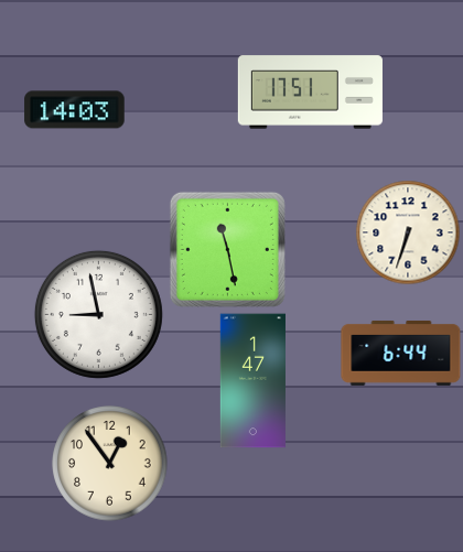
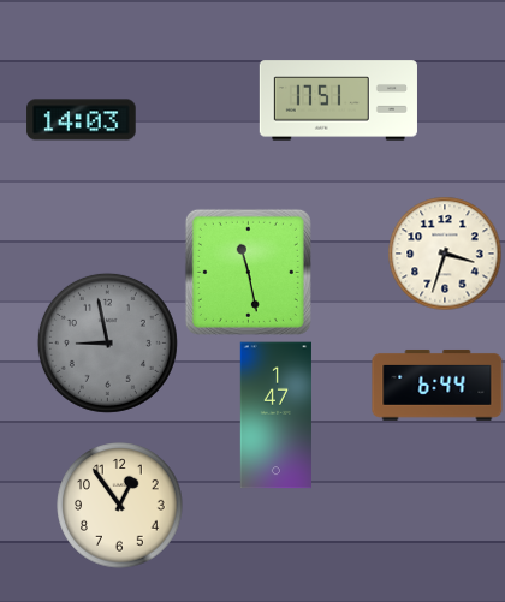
clock at (408, 232): 6:33 -> 3:33
clock at (98, 314) dial: white -> grey
